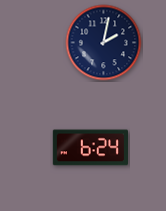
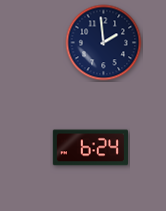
clock at (104, 43): 2:02 -> 1:59
